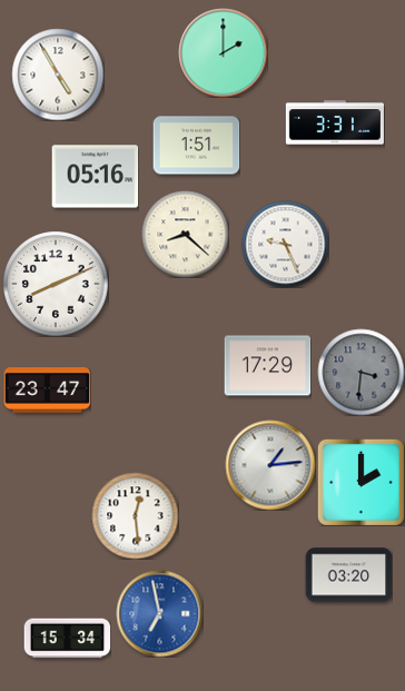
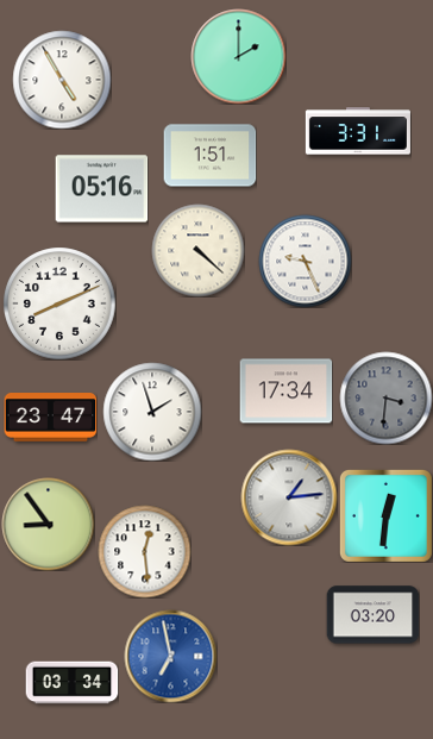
clock at (185, 234): 8:22 -> 4:22
clock at (267, 366): 17:29 -> 17:34
clock at (152, 412): none -> 1:57
clock at (360, 482): 2:00 -> 12:31
clock at (48, 524): none -> 8:54
clock at (67, 639): 15:34 -> 03:34
